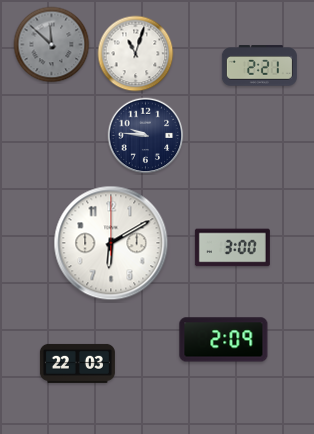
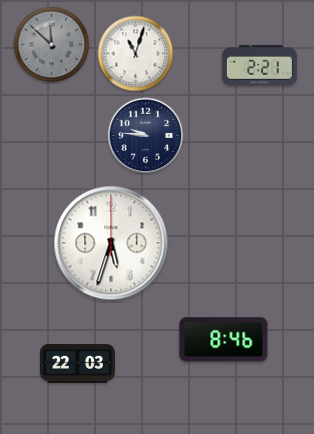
clock at (111, 243): 6:10 -> 5:33
clock at (232, 248): 3:00 -> none
clock at (224, 340): 2:09 -> 8:46
